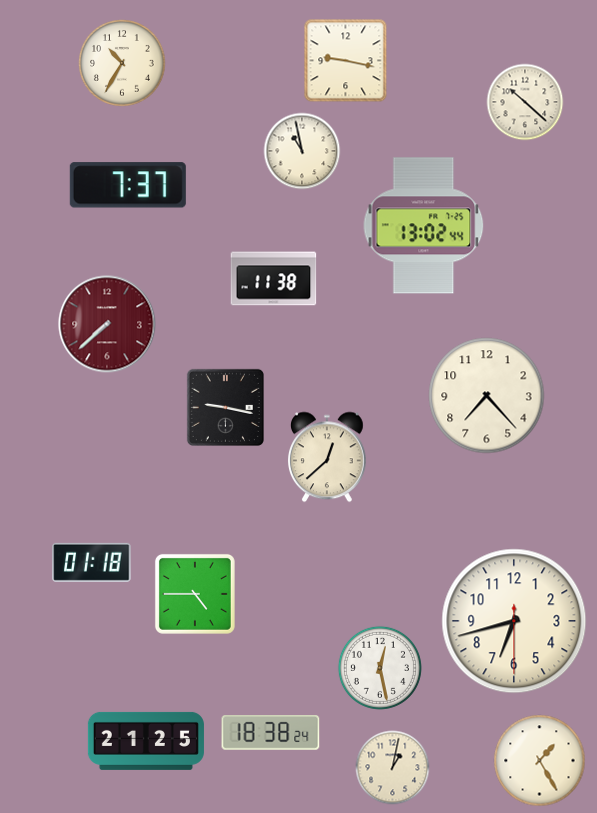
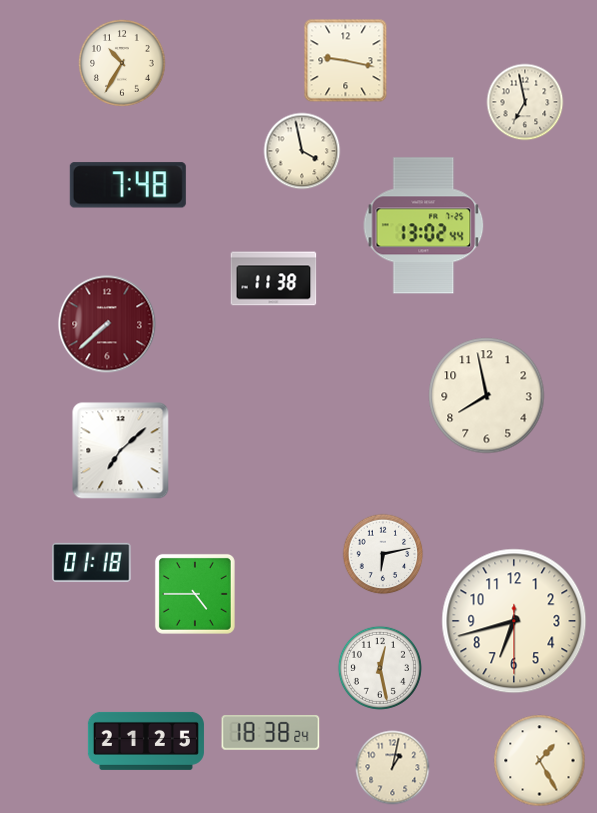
clock at (525, 102): 10:22 -> 6:58
clock at (302, 151): 10:58 -> 3:58
clock at (128, 185): 7:37 -> 7:48
clock at (487, 396): 7:23 -> 7:58
clock at (225, 407): 9:17 -> none
clock at (121, 451): none -> 7:08
clock at (328, 457): 12:38 -> none
clock at (383, 554): none -> 6:13
